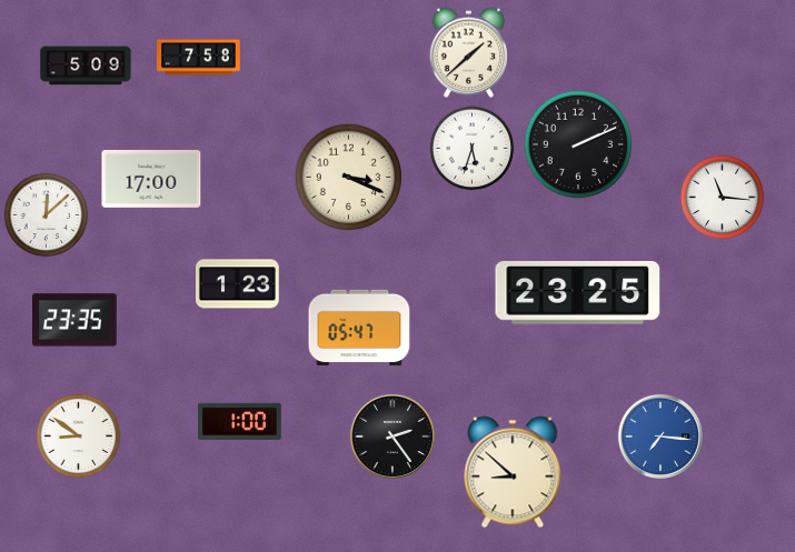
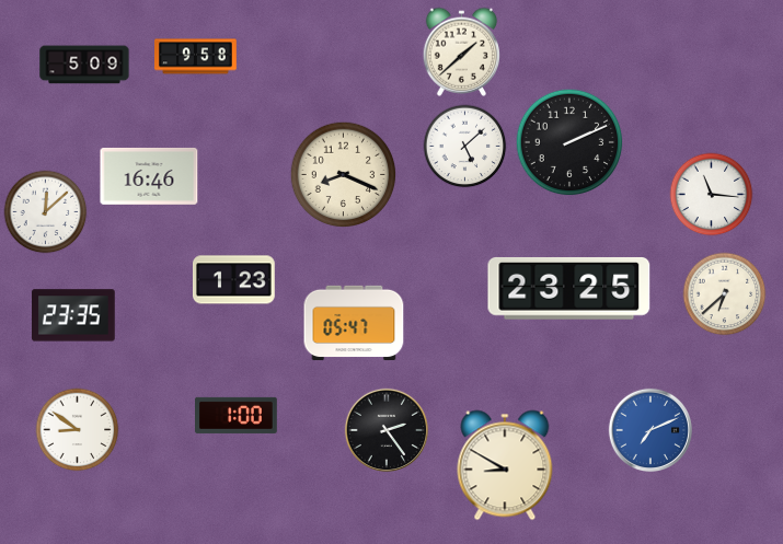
clock at (199, 58): 7:58 -> 9:58
clock at (473, 149): 5:33 -> 5:08
clock at (349, 178): 3:19 -> 8:19
clock at (151, 179): 17:00 -> 16:46
clock at (725, 294): none -> 6:38
clock at (659, 435): 7:16 -> 7:11
clock at (513, 472): 8:52 -> 8:50
